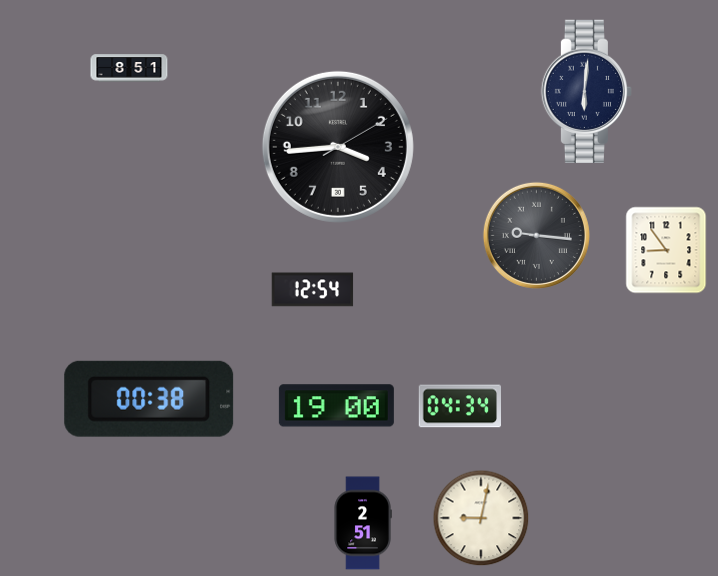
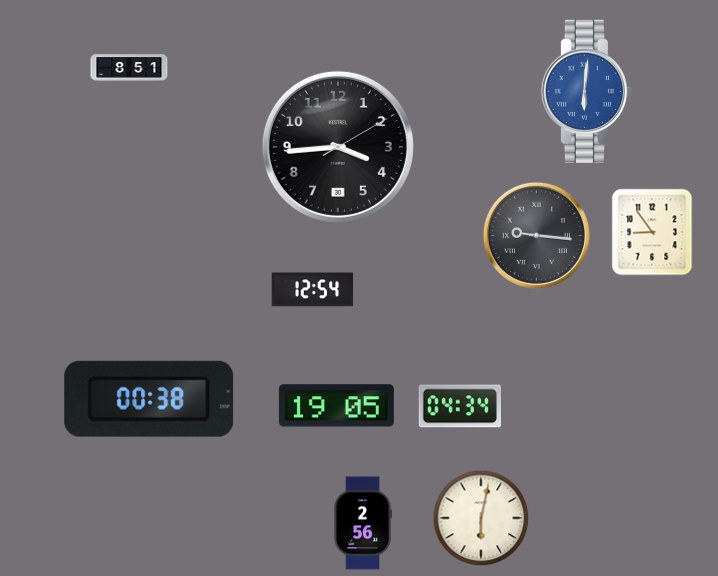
clock at (586, 91) dial: navy -> blue
clock at (666, 250) position: (666, 250) -> (652, 232)
clock at (336, 406): 19:00 -> 19:05
clock at (481, 518): 9:02 -> 6:02
clock at (363, 523): 2:51 -> 2:56
